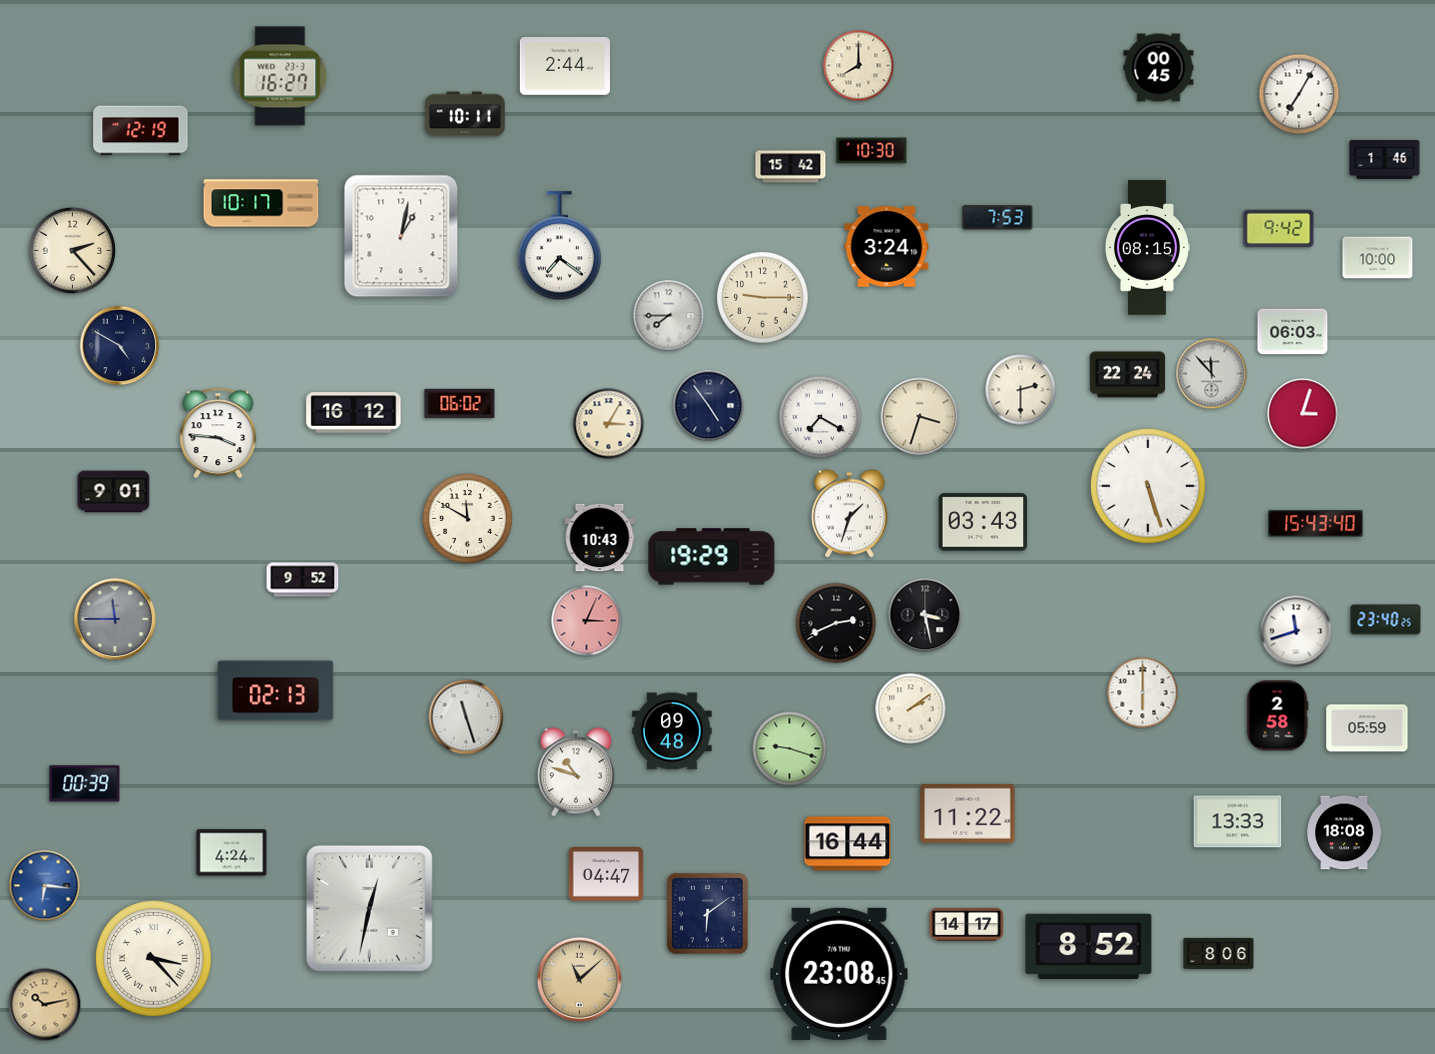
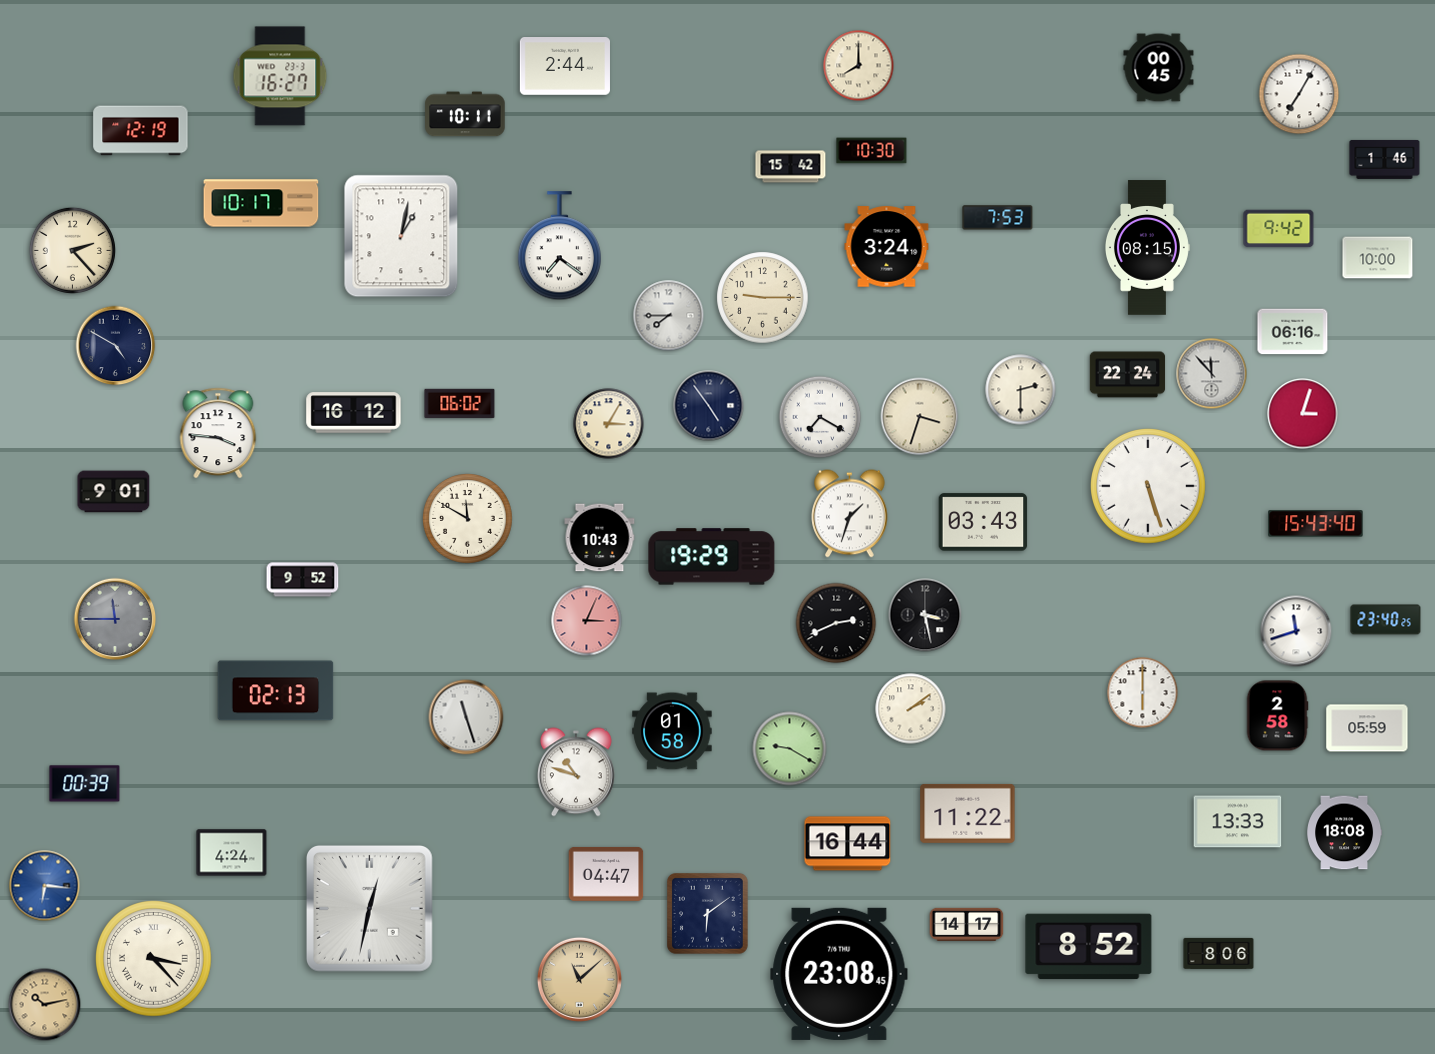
clock at (1293, 332): 06:03 -> 06:16
clock at (120, 346) position: (120, 346) -> (116, 346)
clock at (672, 731): 09:48 -> 01:58
clock at (790, 749): 9:18 -> 9:20
